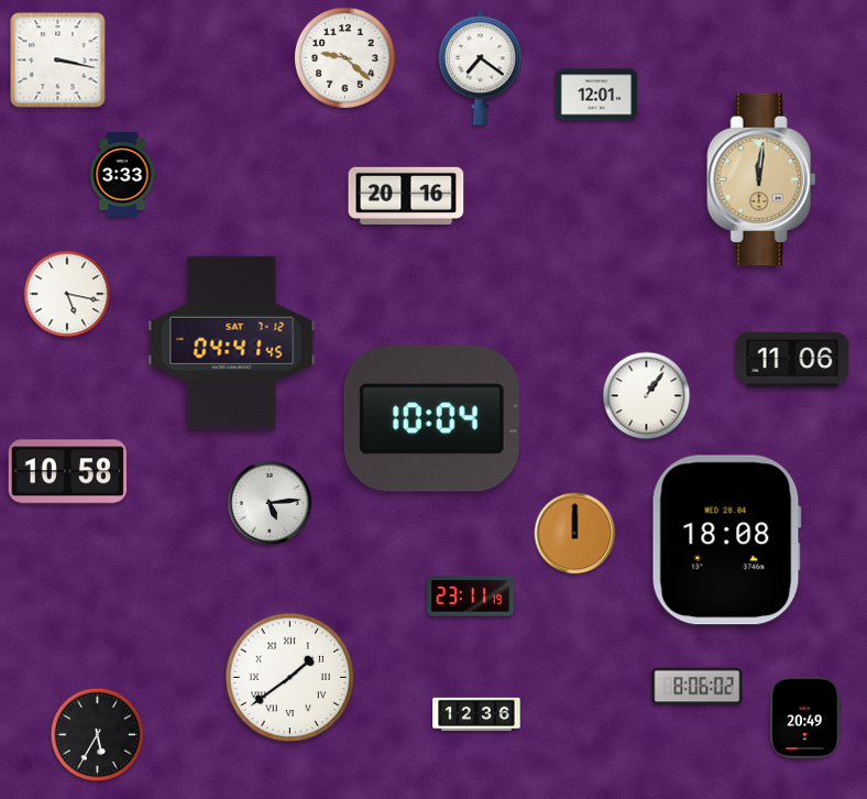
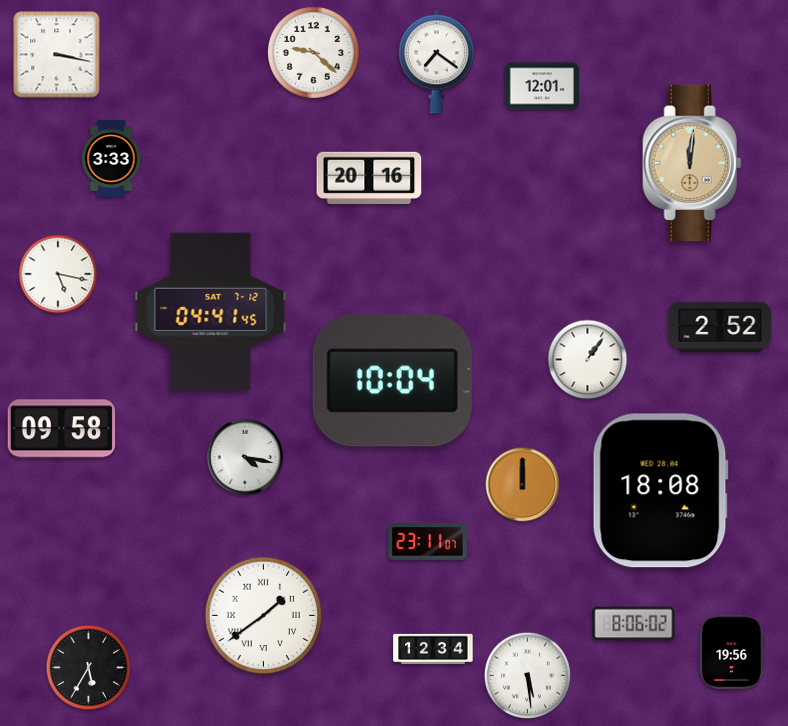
clock at (58, 61) position: (58, 61) -> (57, 55)
clock at (67, 294) position: (67, 294) -> (58, 274)
clock at (792, 360): 11:06 -> 2:52
clock at (67, 472): 10:58 -> 09:58
clock at (270, 503): 5:14 -> 4:17
clock at (471, 596): 23:11:19 -> 23:11:07
clock at (476, 714): 12:36 -> 12:34
clock at (805, 716): 20:49 -> 19:56
clock at (527, 675): none -> 5:29
